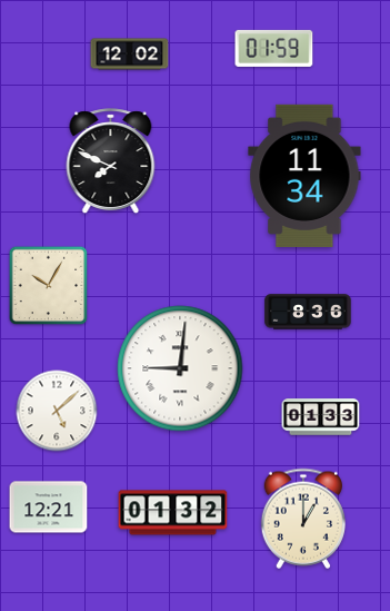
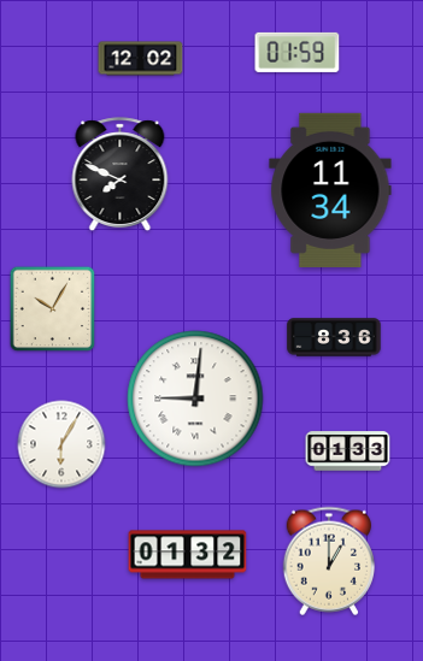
clock at (57, 411): 5:08 -> 6:05
clock at (49, 507): 12:21 -> none
